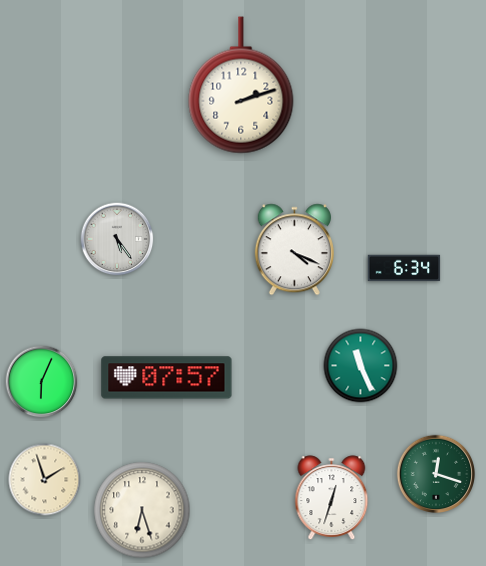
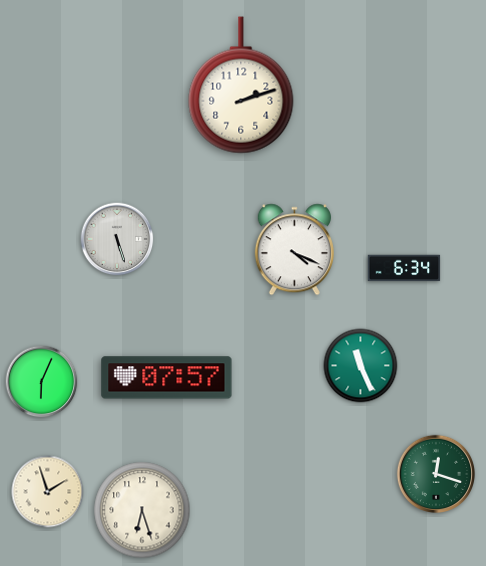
clock at (117, 239): 5:24 -> 5:27
clock at (45, 480) position: (45, 480) -> (48, 492)
clock at (332, 497): 12:33 -> none
